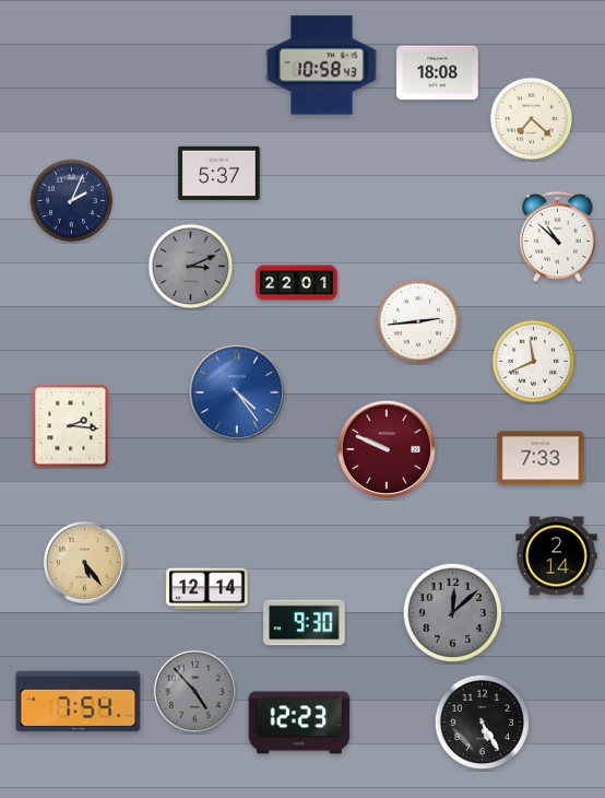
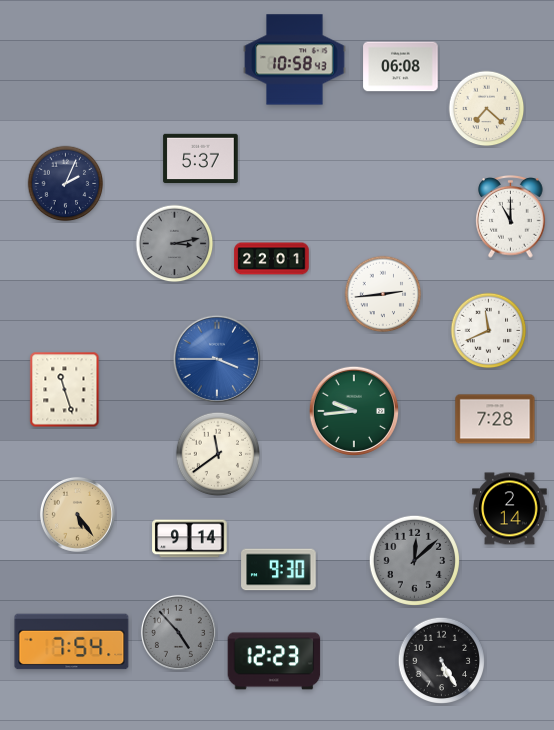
clock at (438, 73): 18:08 -> 06:08
clock at (558, 237): 10:52 -> 11:00
clock at (191, 267): 3:11 -> 3:13
clock at (237, 392): 4:24 -> 3:45
clock at (71, 426): 2:16 -> 11:27
clock at (385, 448): 9:49 -> 9:44
clock at (385, 448) dial: burgundy -> green
clock at (541, 458): 7:33 -> 7:28
clock at (218, 454): none -> 11:39
clock at (207, 589): 12:14 -> 9:14
